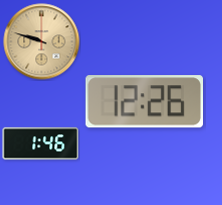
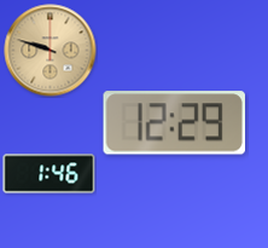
clock at (145, 102): 12:26 -> 12:29
